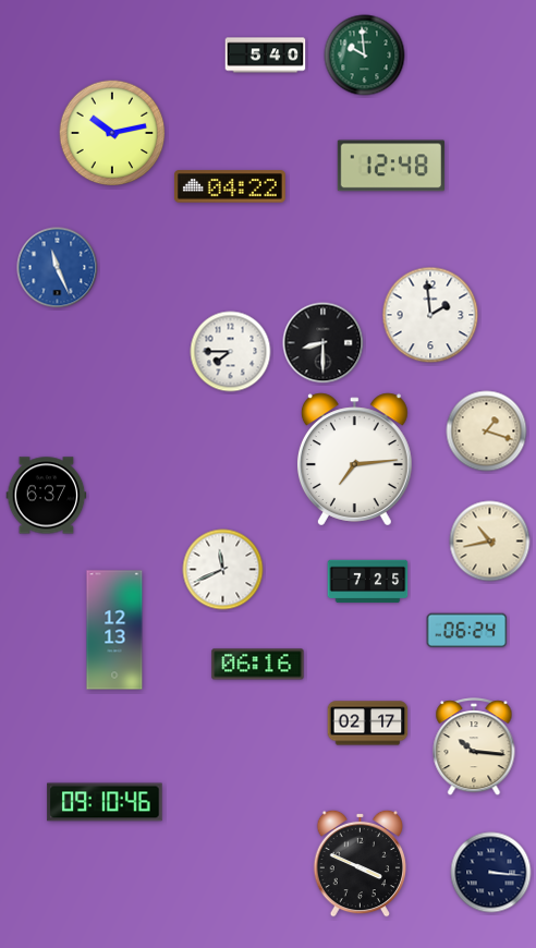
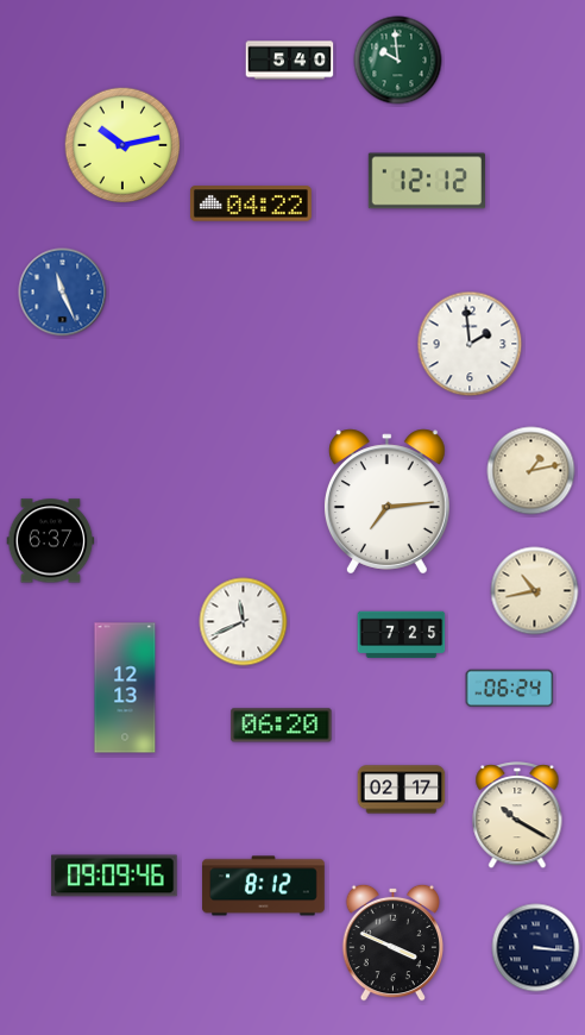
clock at (391, 166): 12:48 -> 12:12
clock at (324, 343): 8:30 -> none
clock at (231, 352): 7:45 -> none
clock at (487, 432): 1:18 -> 1:13
clock at (258, 665): 06:16 -> 06:20
clock at (474, 748): 10:16 -> 10:20
clock at (105, 802): 09:10 -> 09:09
clock at (264, 886): none -> 8:12
clock at (491, 873) position: (491, 873) -> (536, 948)
